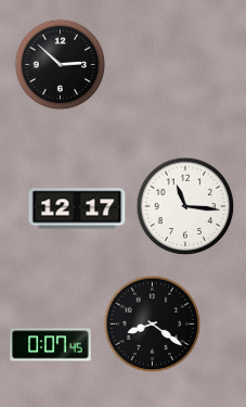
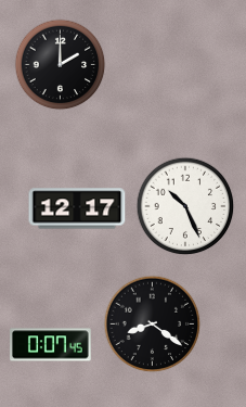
clock at (61, 65): 2:52 -> 2:00
clock at (185, 206): 11:16 -> 10:26
